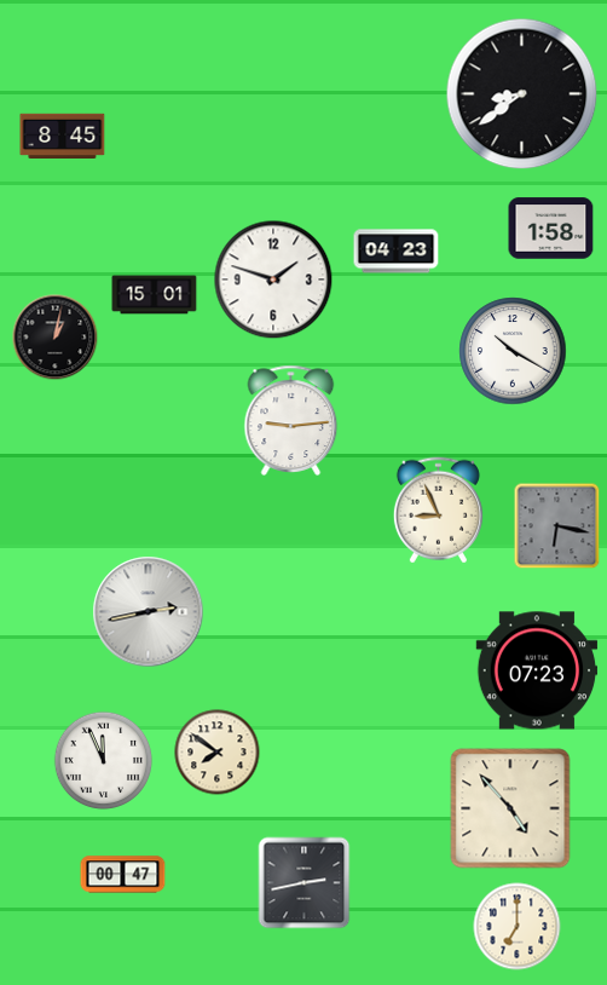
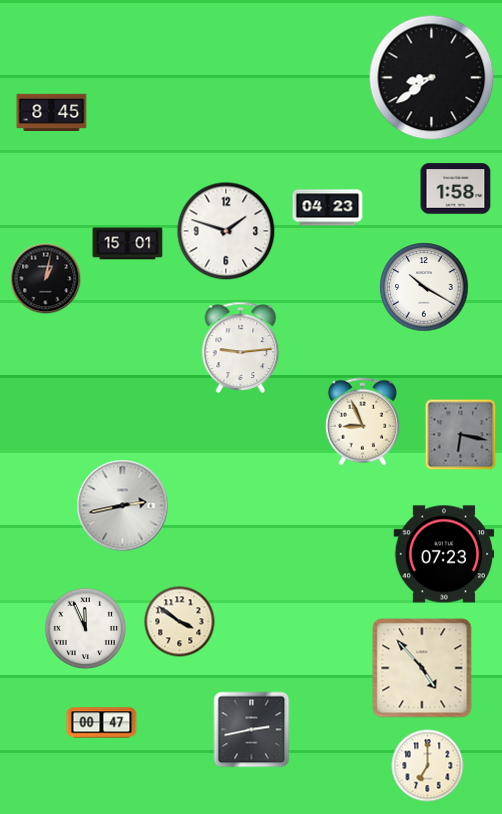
clock at (513, 351) position: (513, 351) -> (424, 287)
clock at (218, 753): 7:51 -> 3:51
